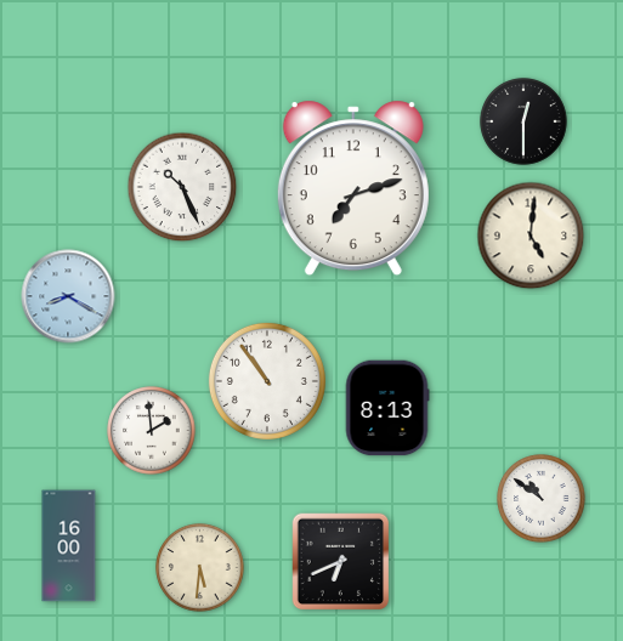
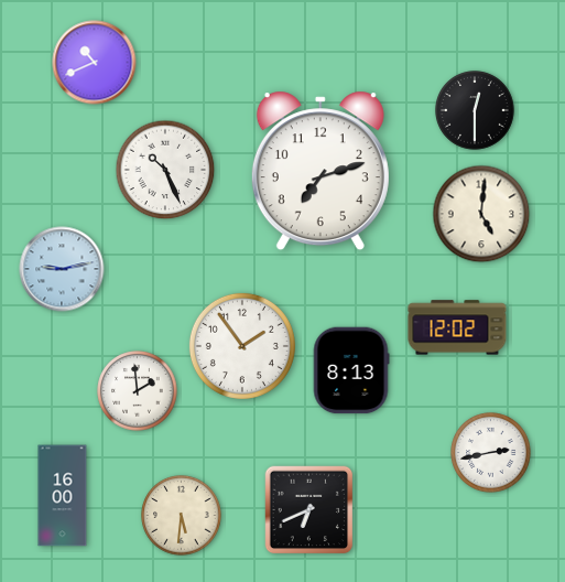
clock at (95, 63): none -> 10:41
clock at (68, 296): 8:20 -> 9:13
clock at (457, 327): none -> 12:02
clock at (267, 381): 10:54 -> 1:54
clock at (542, 499): 10:51 -> 2:43
